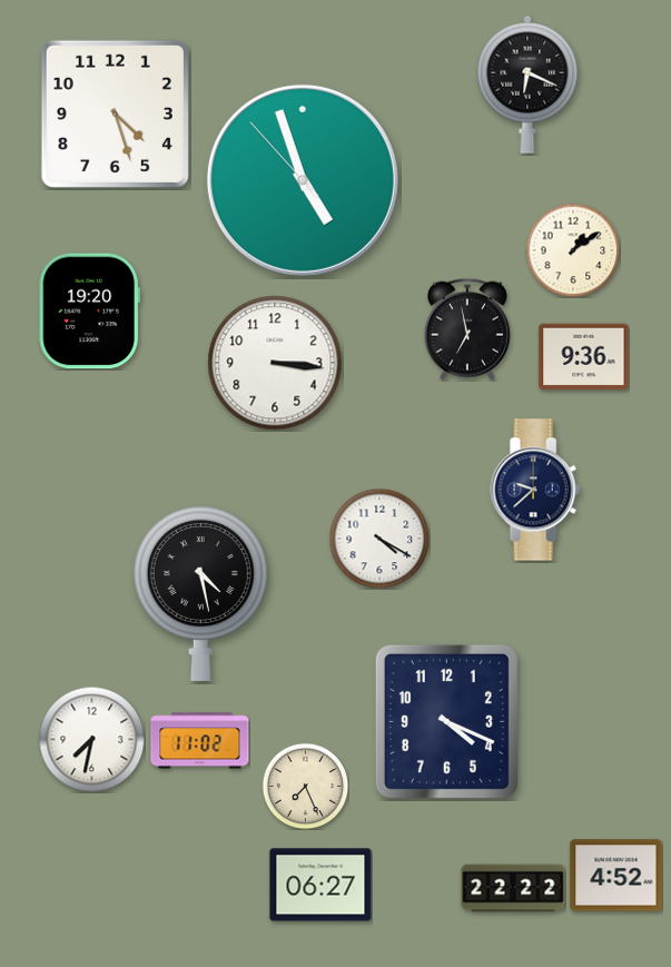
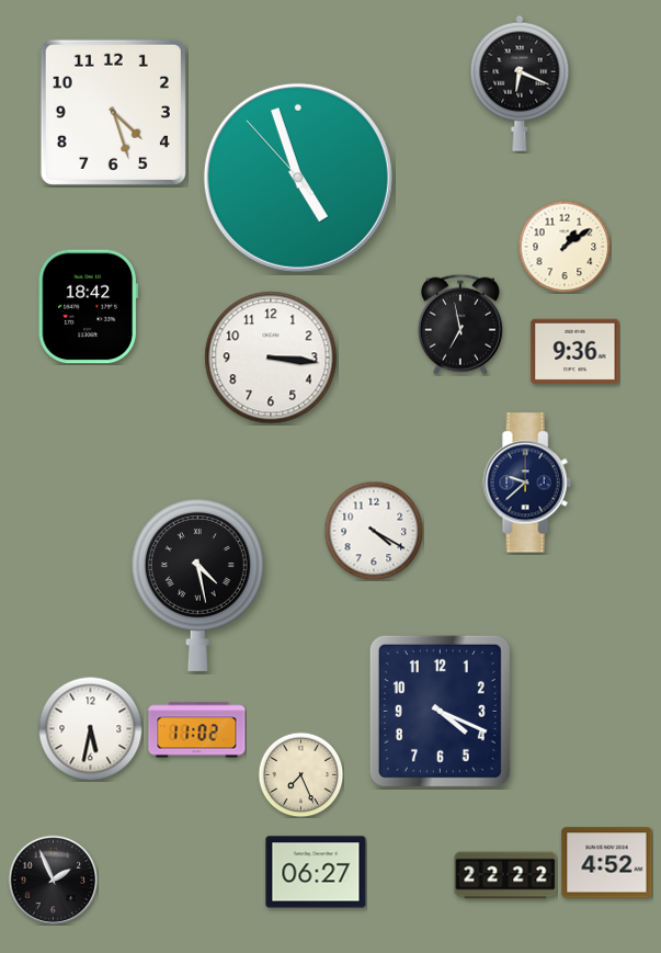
clock at (89, 312): 19:20 -> 18:42
clock at (91, 739): 7:32 -> 5:32
clock at (53, 880): none -> 1:56
